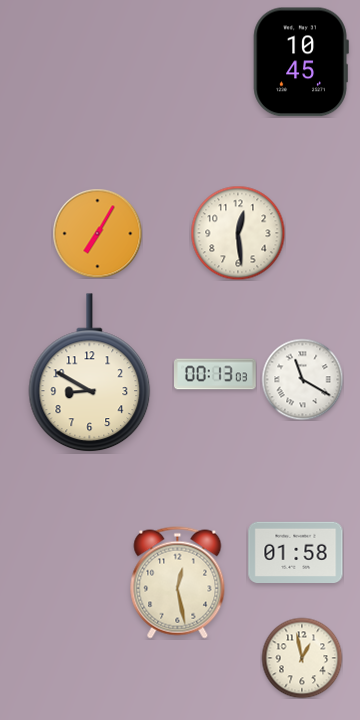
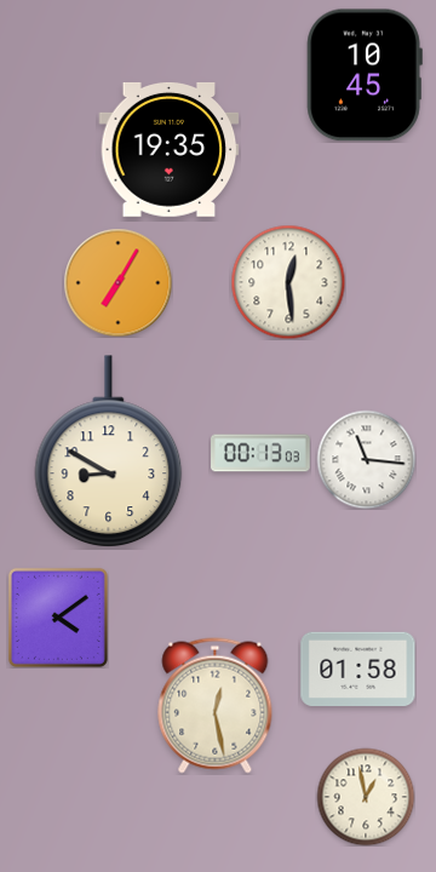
clock at (170, 149): none -> 19:35
clock at (302, 379): 11:20 -> 11:16
clock at (58, 618): none -> 4:09
